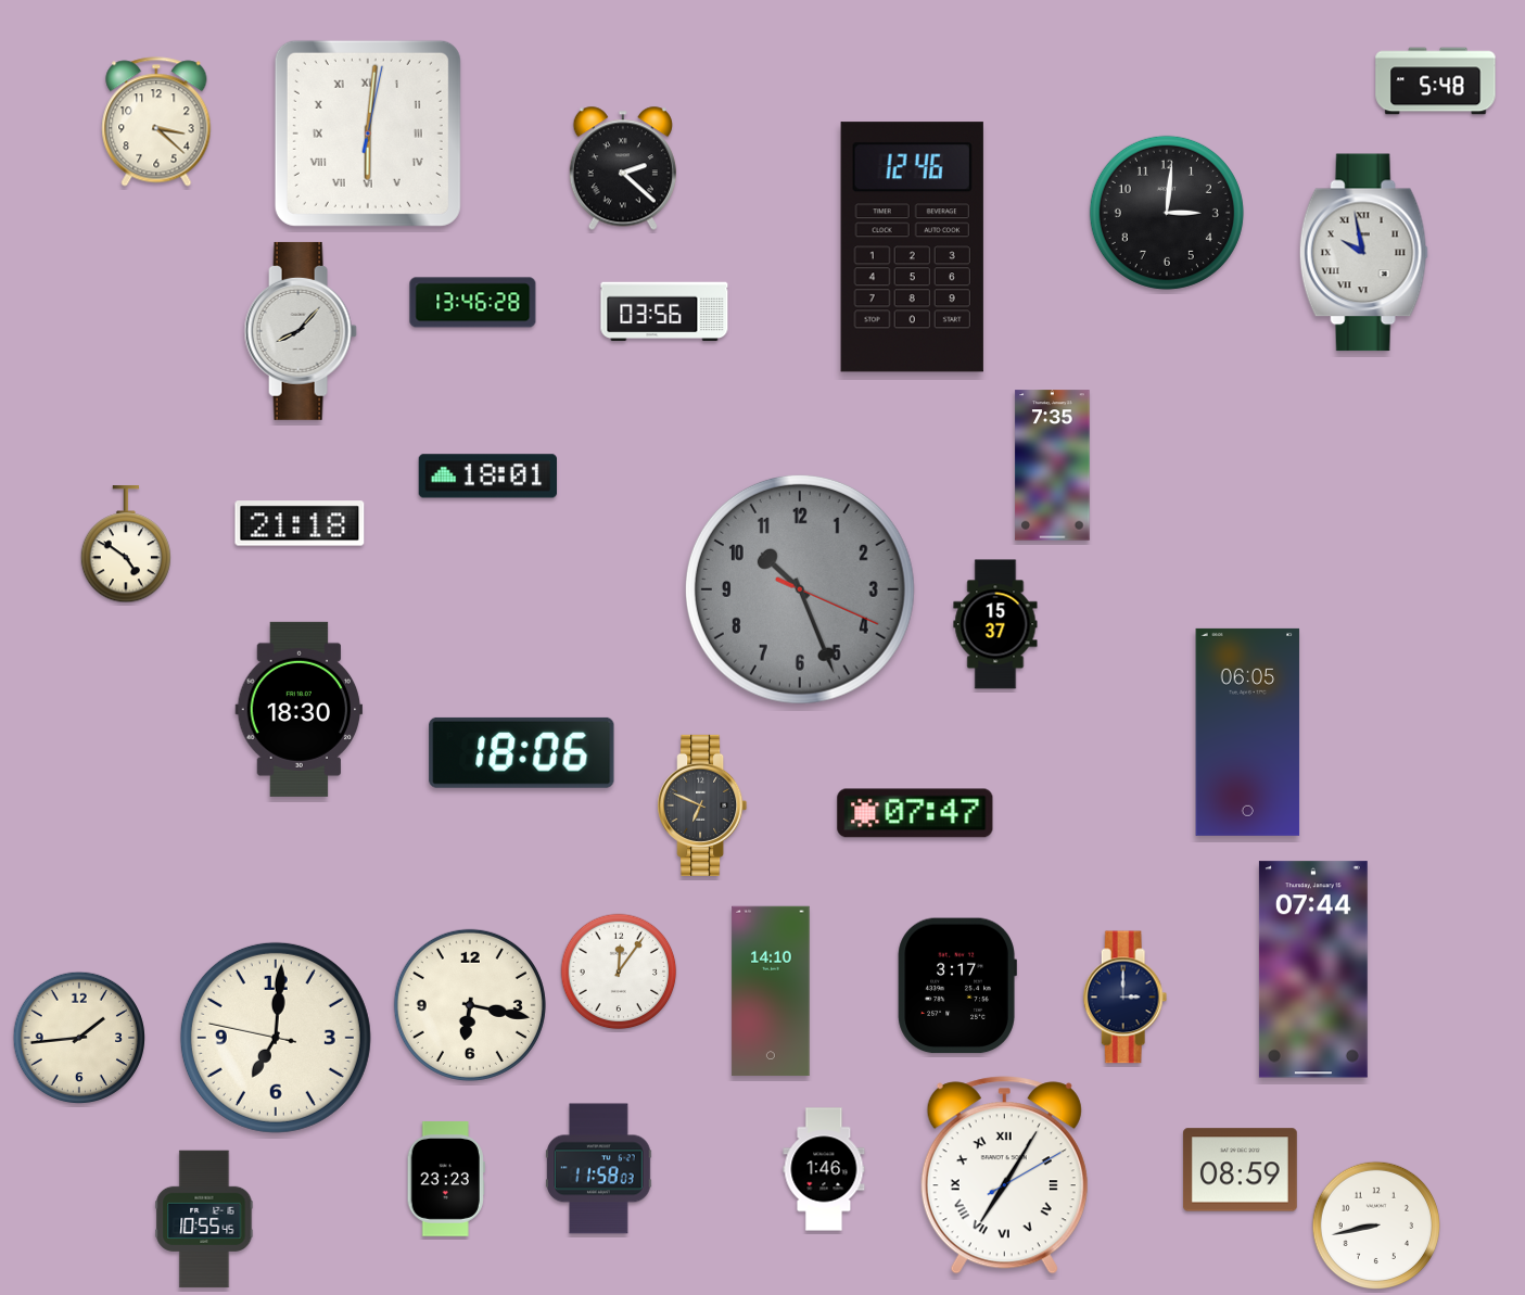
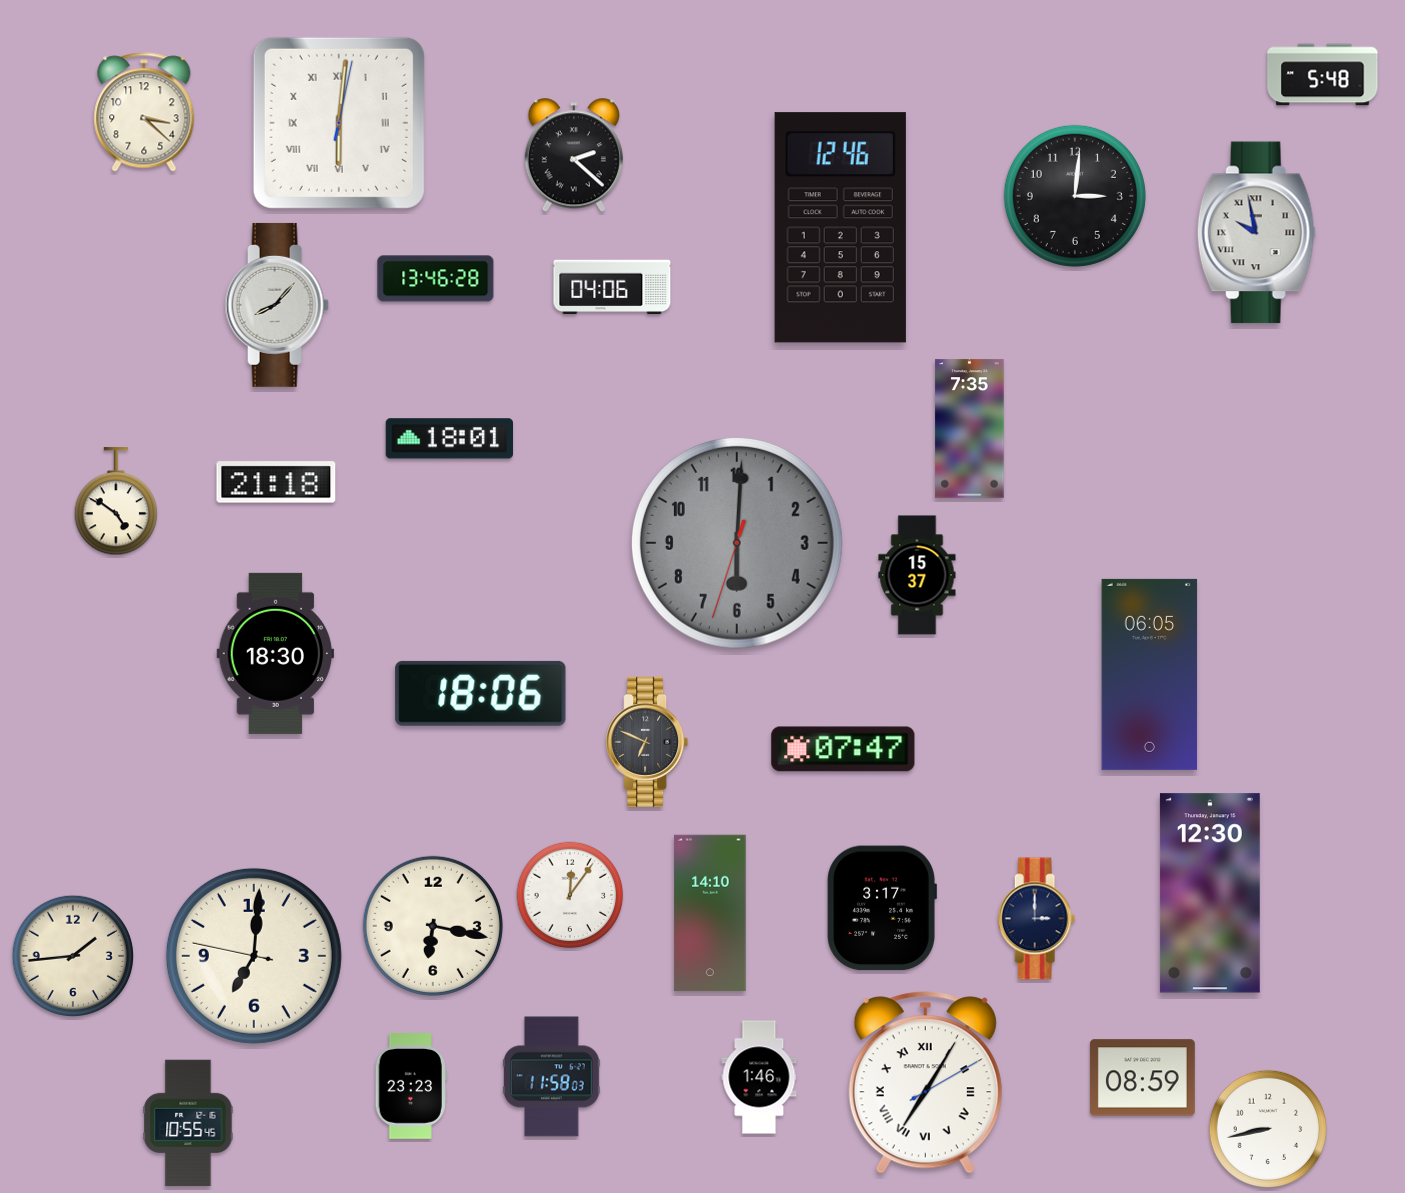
clock at (664, 312): 03:56 -> 04:06
clock at (800, 589): 10:26 -> 6:00
clock at (1313, 969): 07:44 -> 12:30
